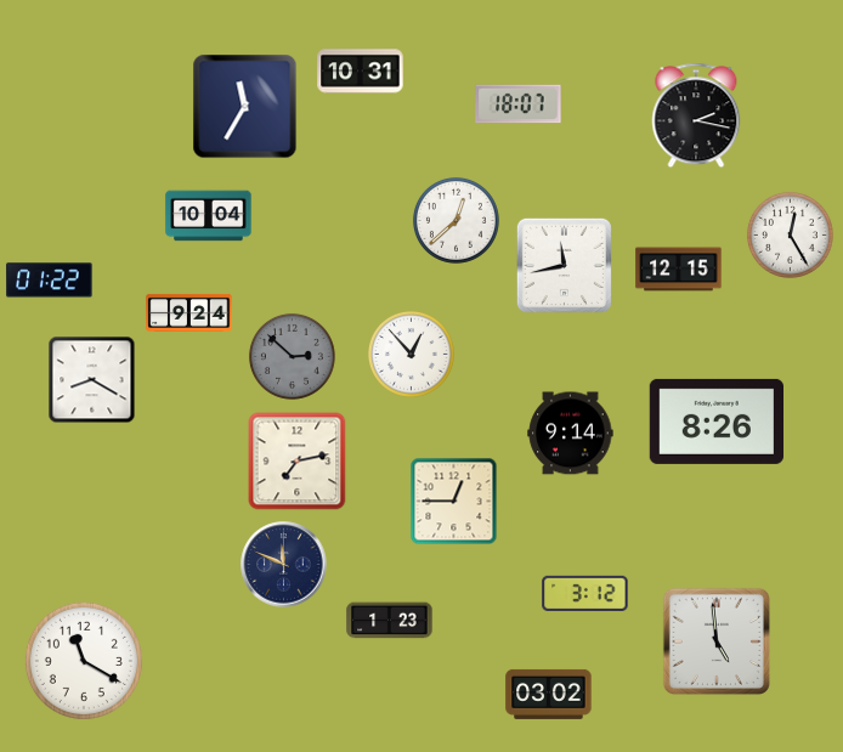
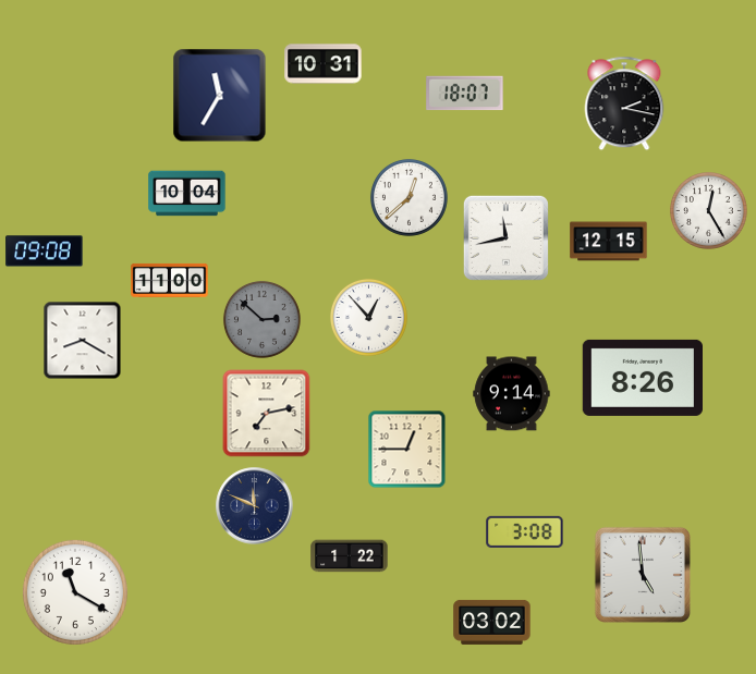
clock at (50, 281): 01:22 -> 09:08
clock at (189, 312): 9:24 -> 11:00
clock at (571, 434) position: (571, 434) -> (512, 394)
clock at (585, 593): 3:12 -> 3:08
clock at (390, 621): 1:23 -> 1:22
